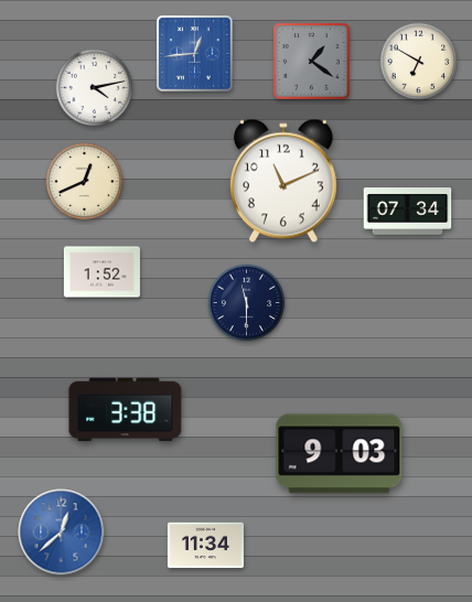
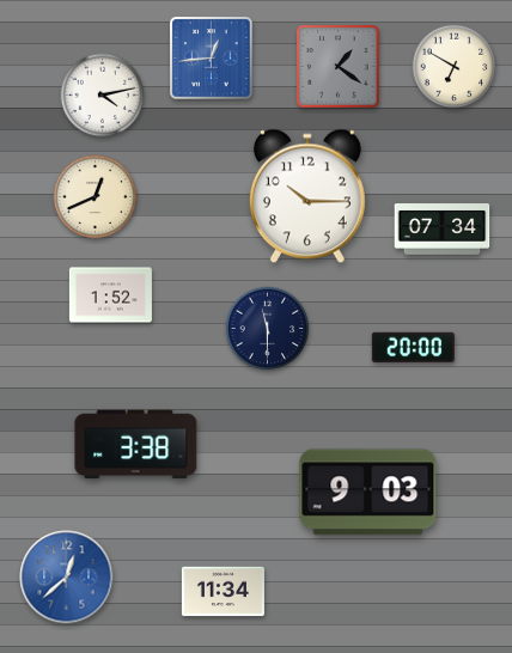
clock at (283, 181): 11:11 -> 10:15
clock at (85, 182) position: (85, 182) -> (96, 197)
clock at (413, 347): none -> 20:00
